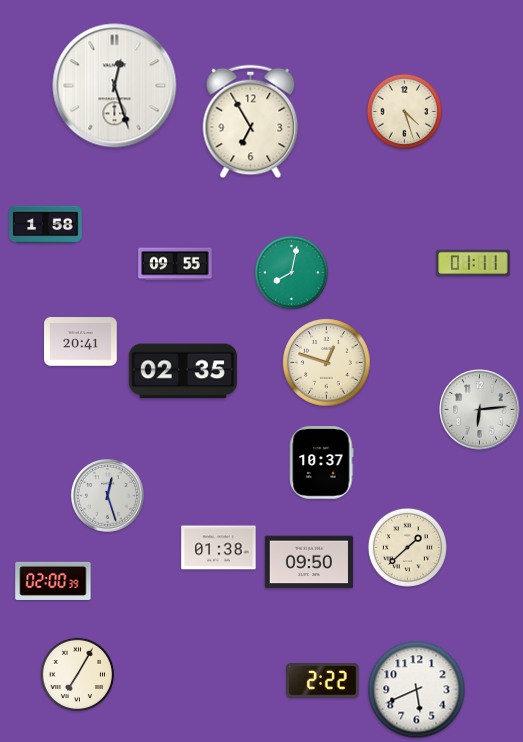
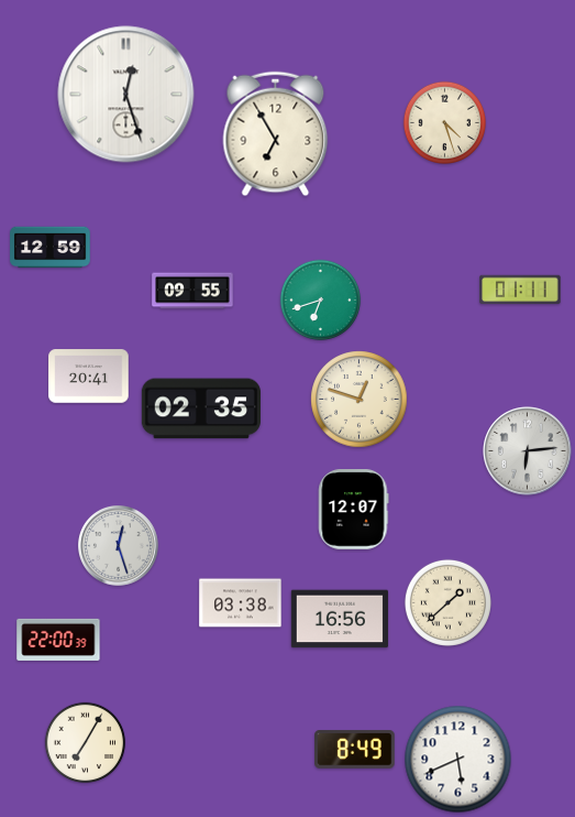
clock at (46, 225): 1:58 -> 12:59
clock at (292, 273): 8:02 -> 6:42
clock at (322, 463): 10:37 -> 12:07
clock at (219, 548): 01:38 -> 03:38
clock at (309, 562): 09:50 -> 16:56
clock at (53, 581): 02:00 -> 22:00
clock at (323, 681): 2:22 -> 8:49
